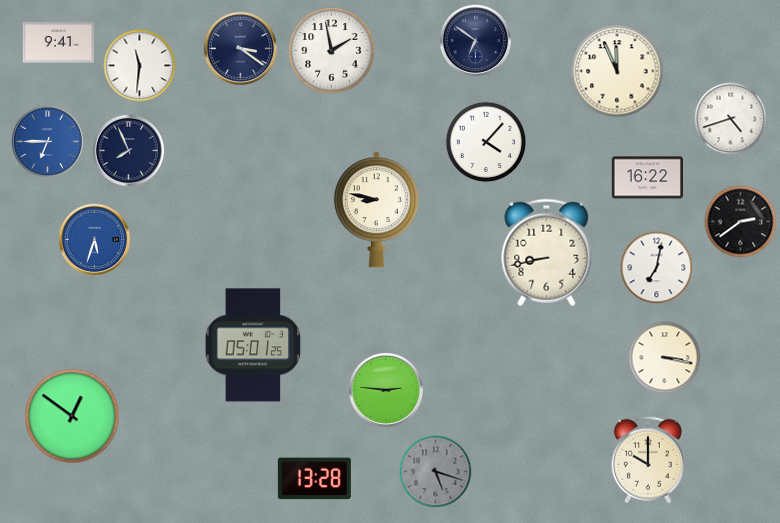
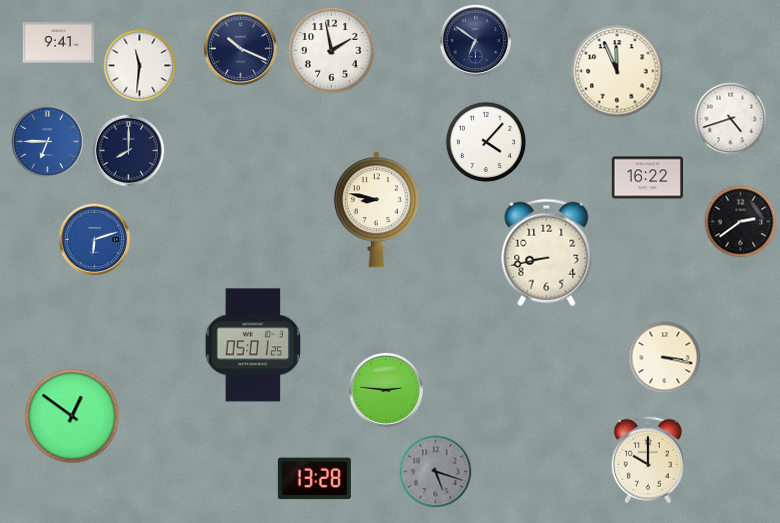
clock at (240, 48): 3:21 -> 10:19
clock at (129, 151): 7:56 -> 8:00
clock at (95, 240): 5:33 -> 6:12
clock at (657, 268): 7:02 -> none
